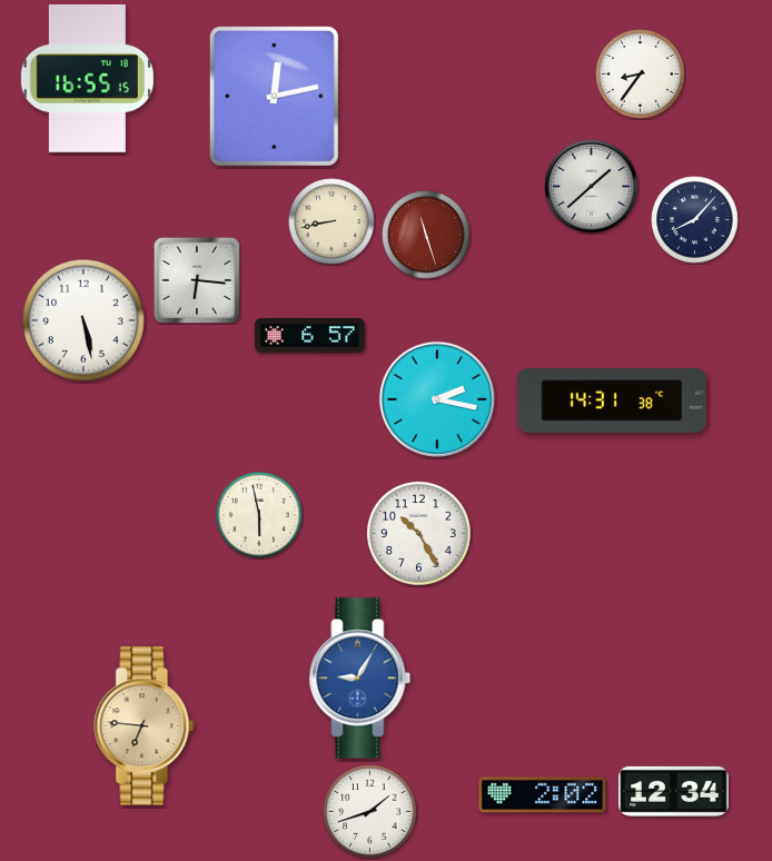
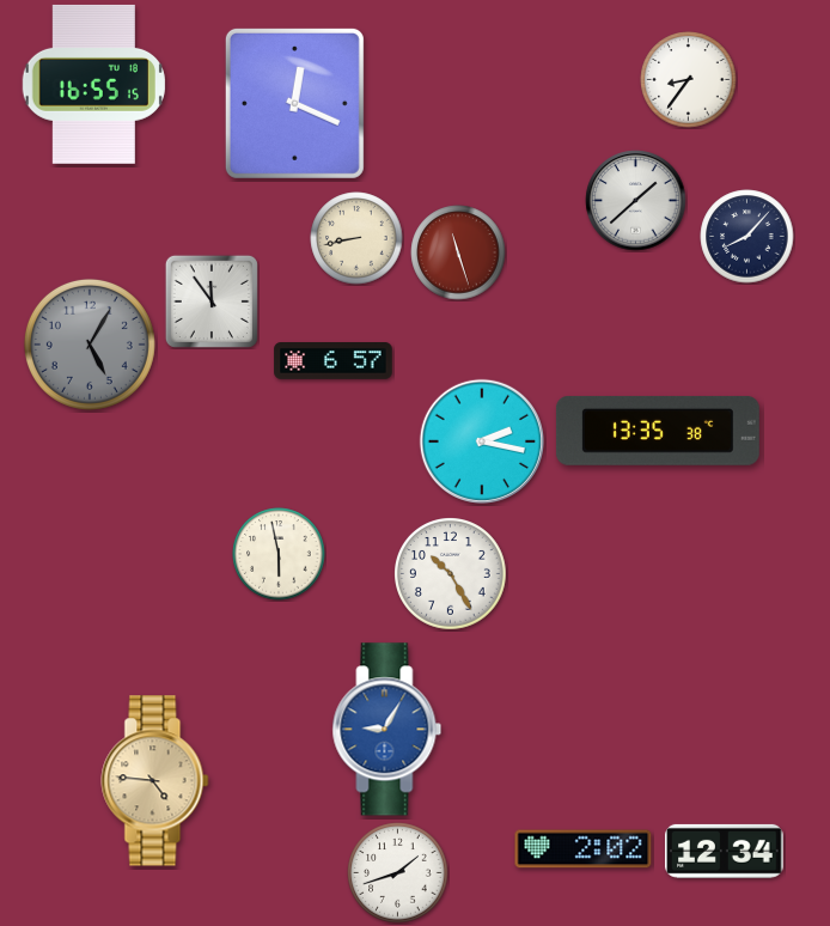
clock at (274, 96): 12:13 -> 12:19
clock at (197, 280): 6:16 -> 11:54
clock at (83, 320): 5:28 -> 5:05
clock at (83, 320) dial: white -> grey
clock at (437, 399) position: (437, 399) -> (482, 441)
clock at (612, 400): 14:31 -> 13:35
clock at (145, 726): 6:46 -> 4:46
clock at (543, 795) position: (543, 795) -> (584, 849)
